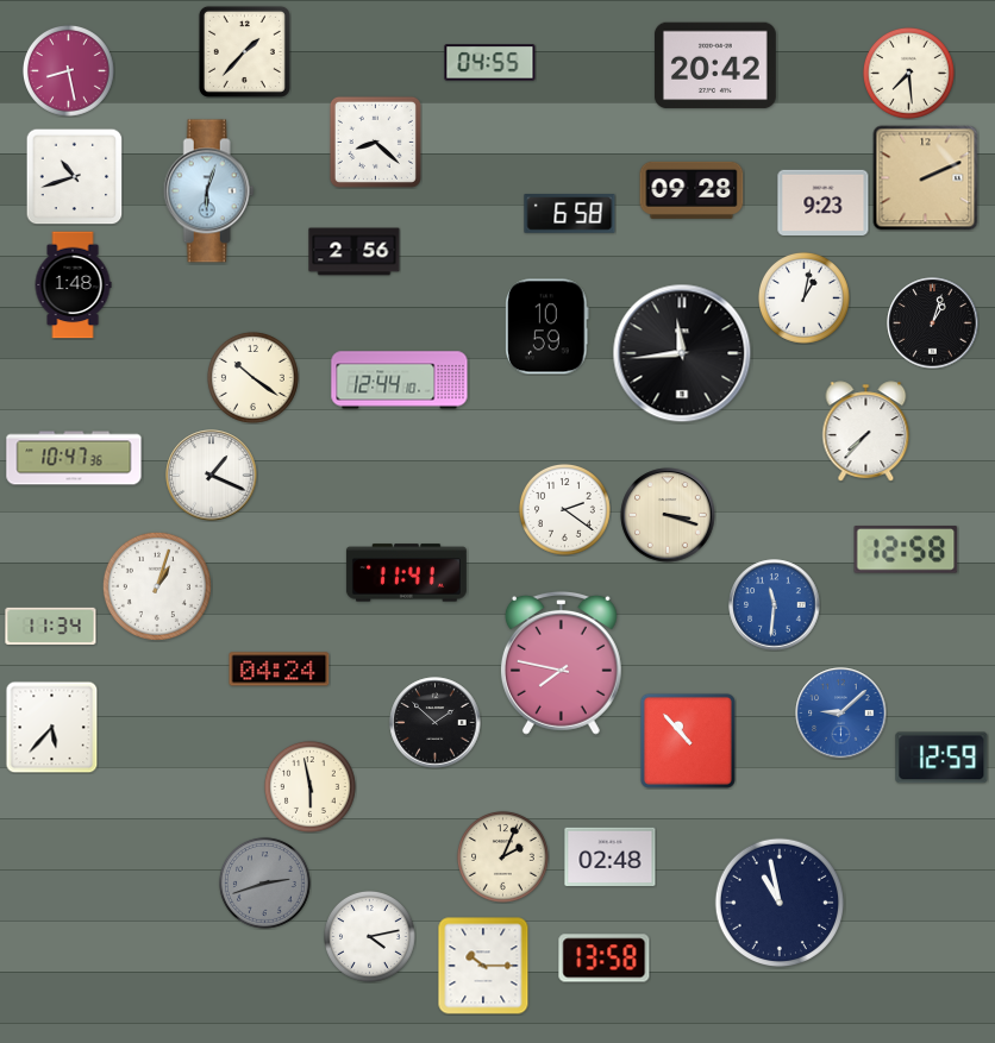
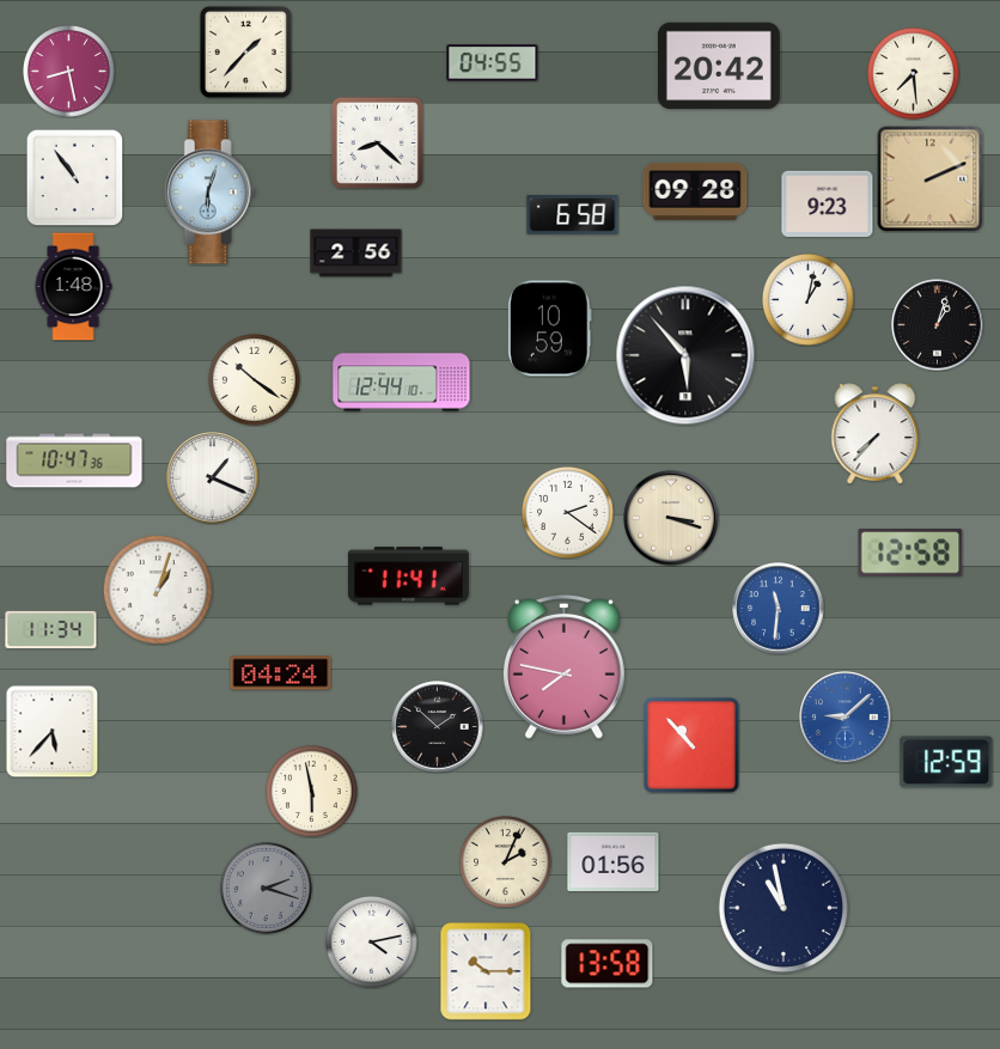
clock at (74, 176): 10:42 -> 10:54
clock at (682, 353): 11:44 -> 5:53
clock at (866, 432) position: (866, 432) -> (876, 434)
clock at (611, 857): 02:48 -> 01:56
clock at (264, 882): 2:42 -> 2:18
